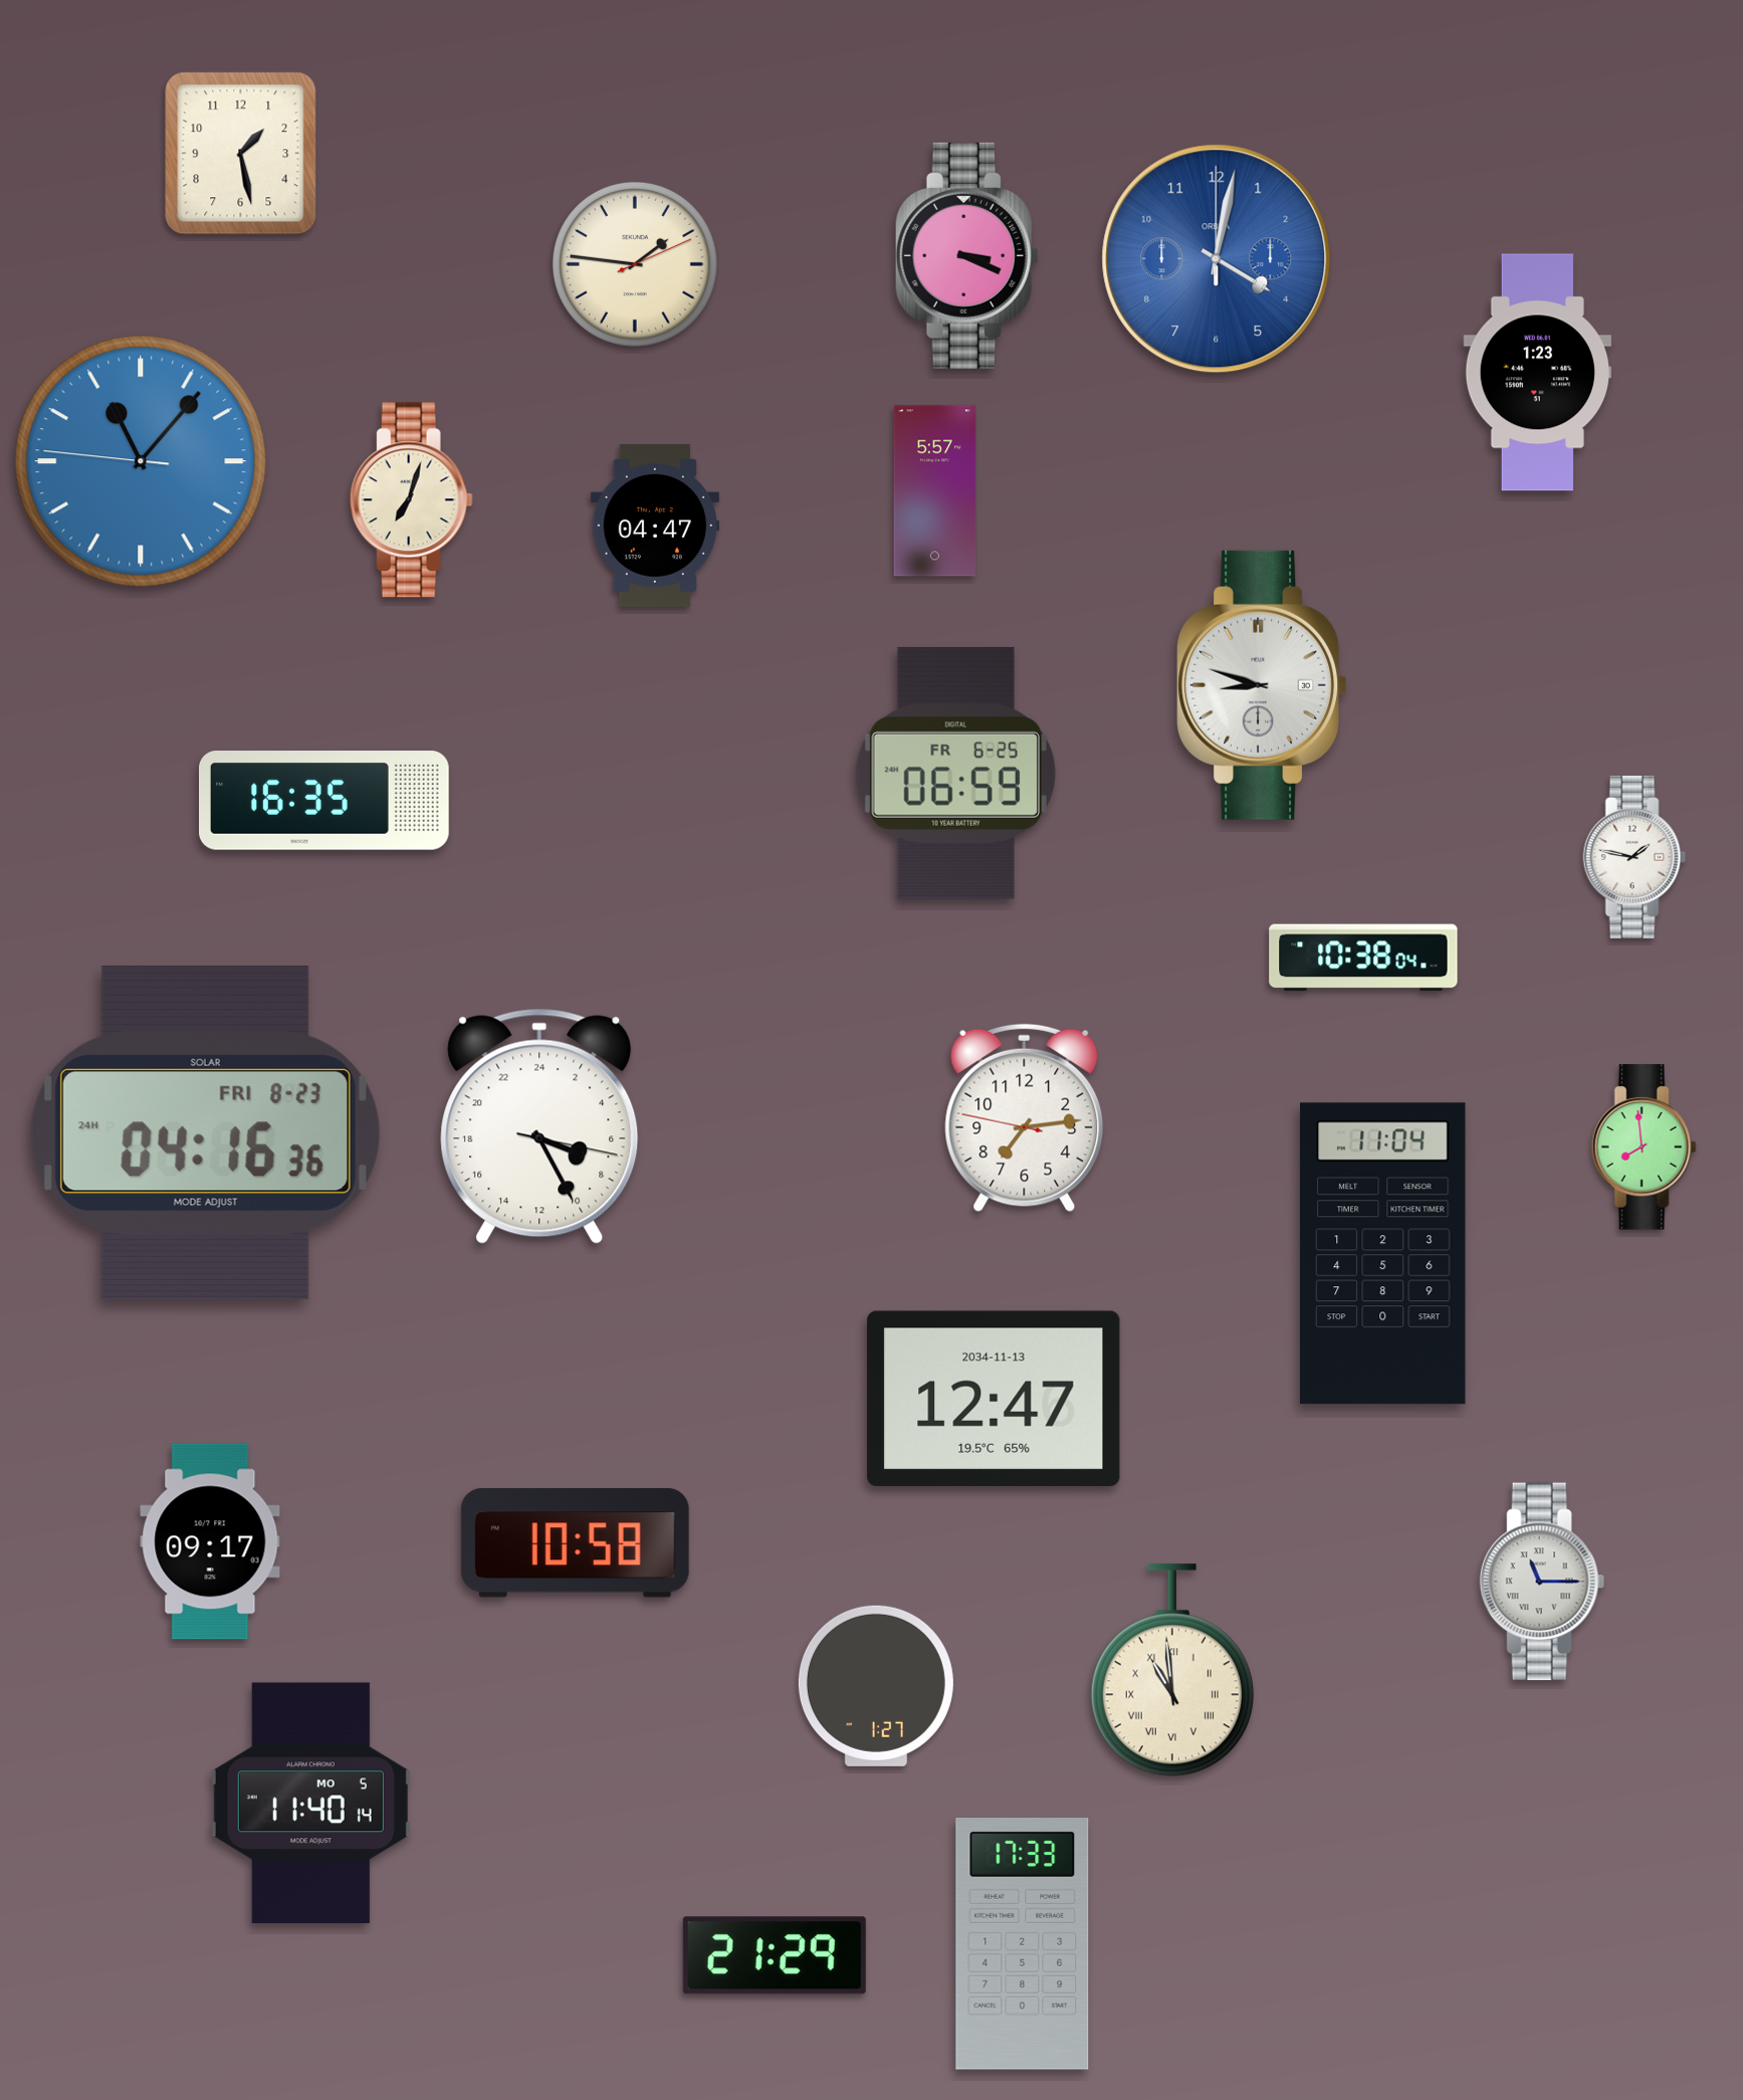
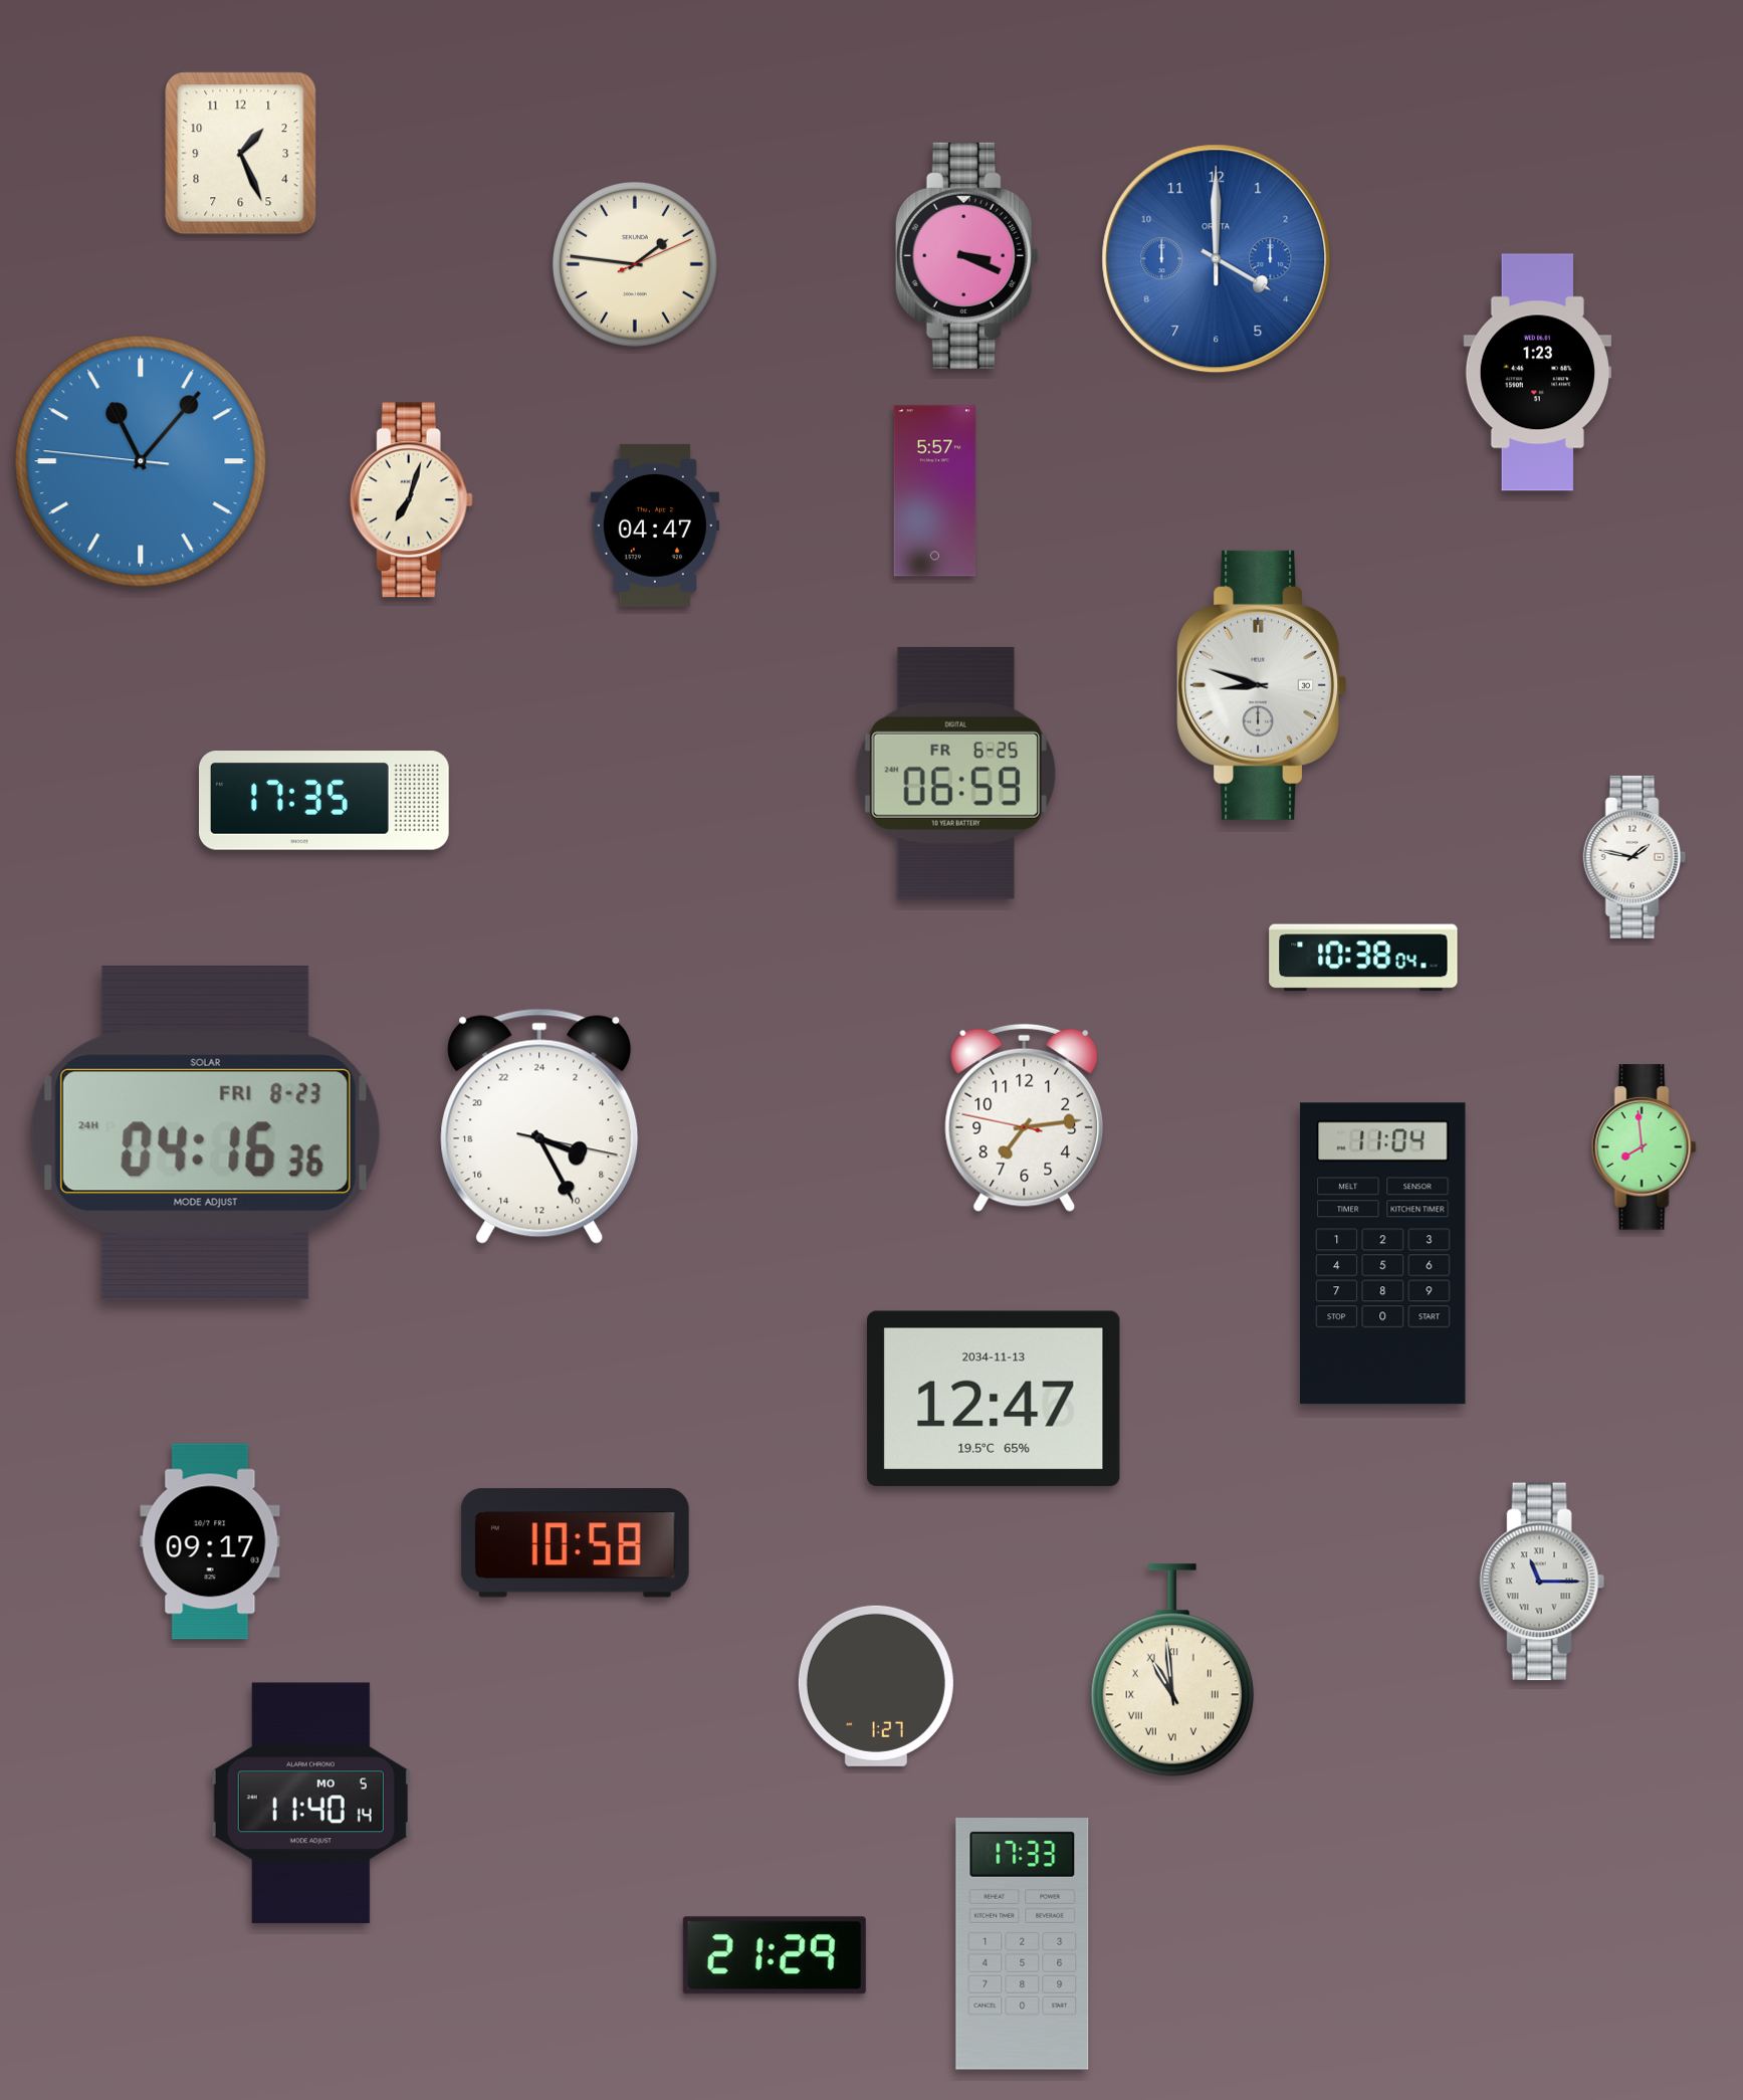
clock at (241, 154): 1:28 -> 1:26
clock at (1217, 259): 4:02 -> 4:00
clock at (324, 801): 16:35 -> 17:35
